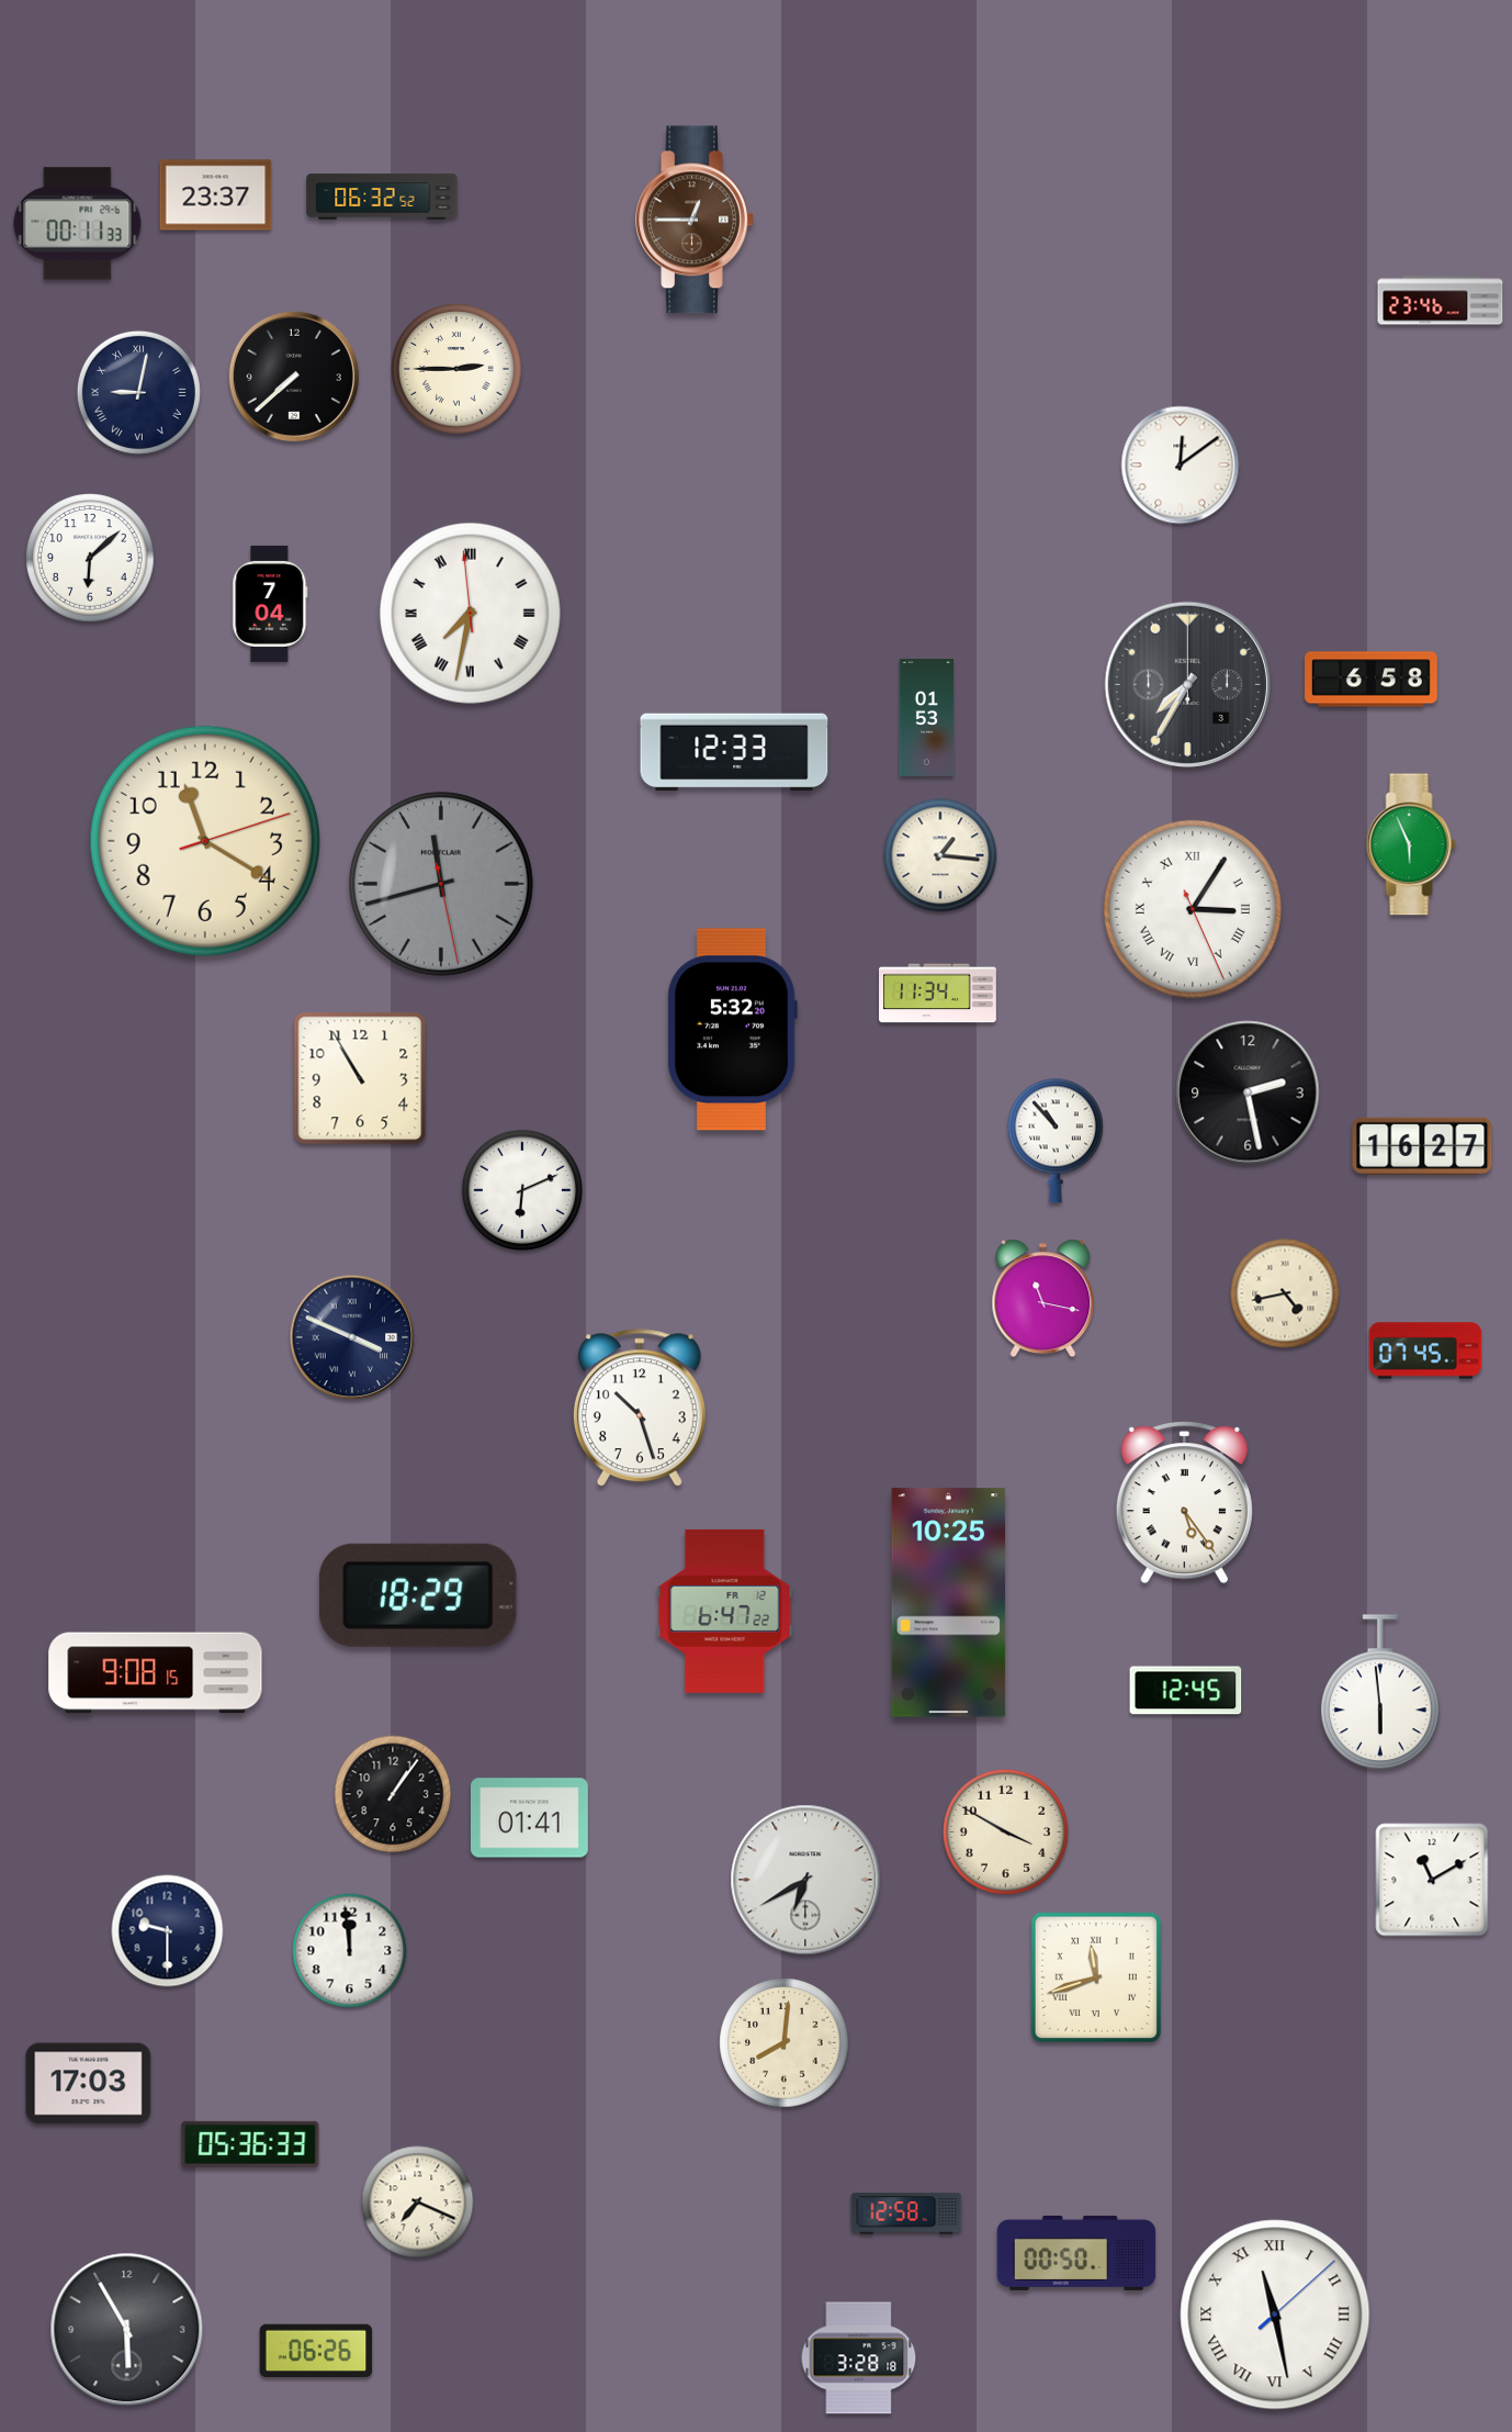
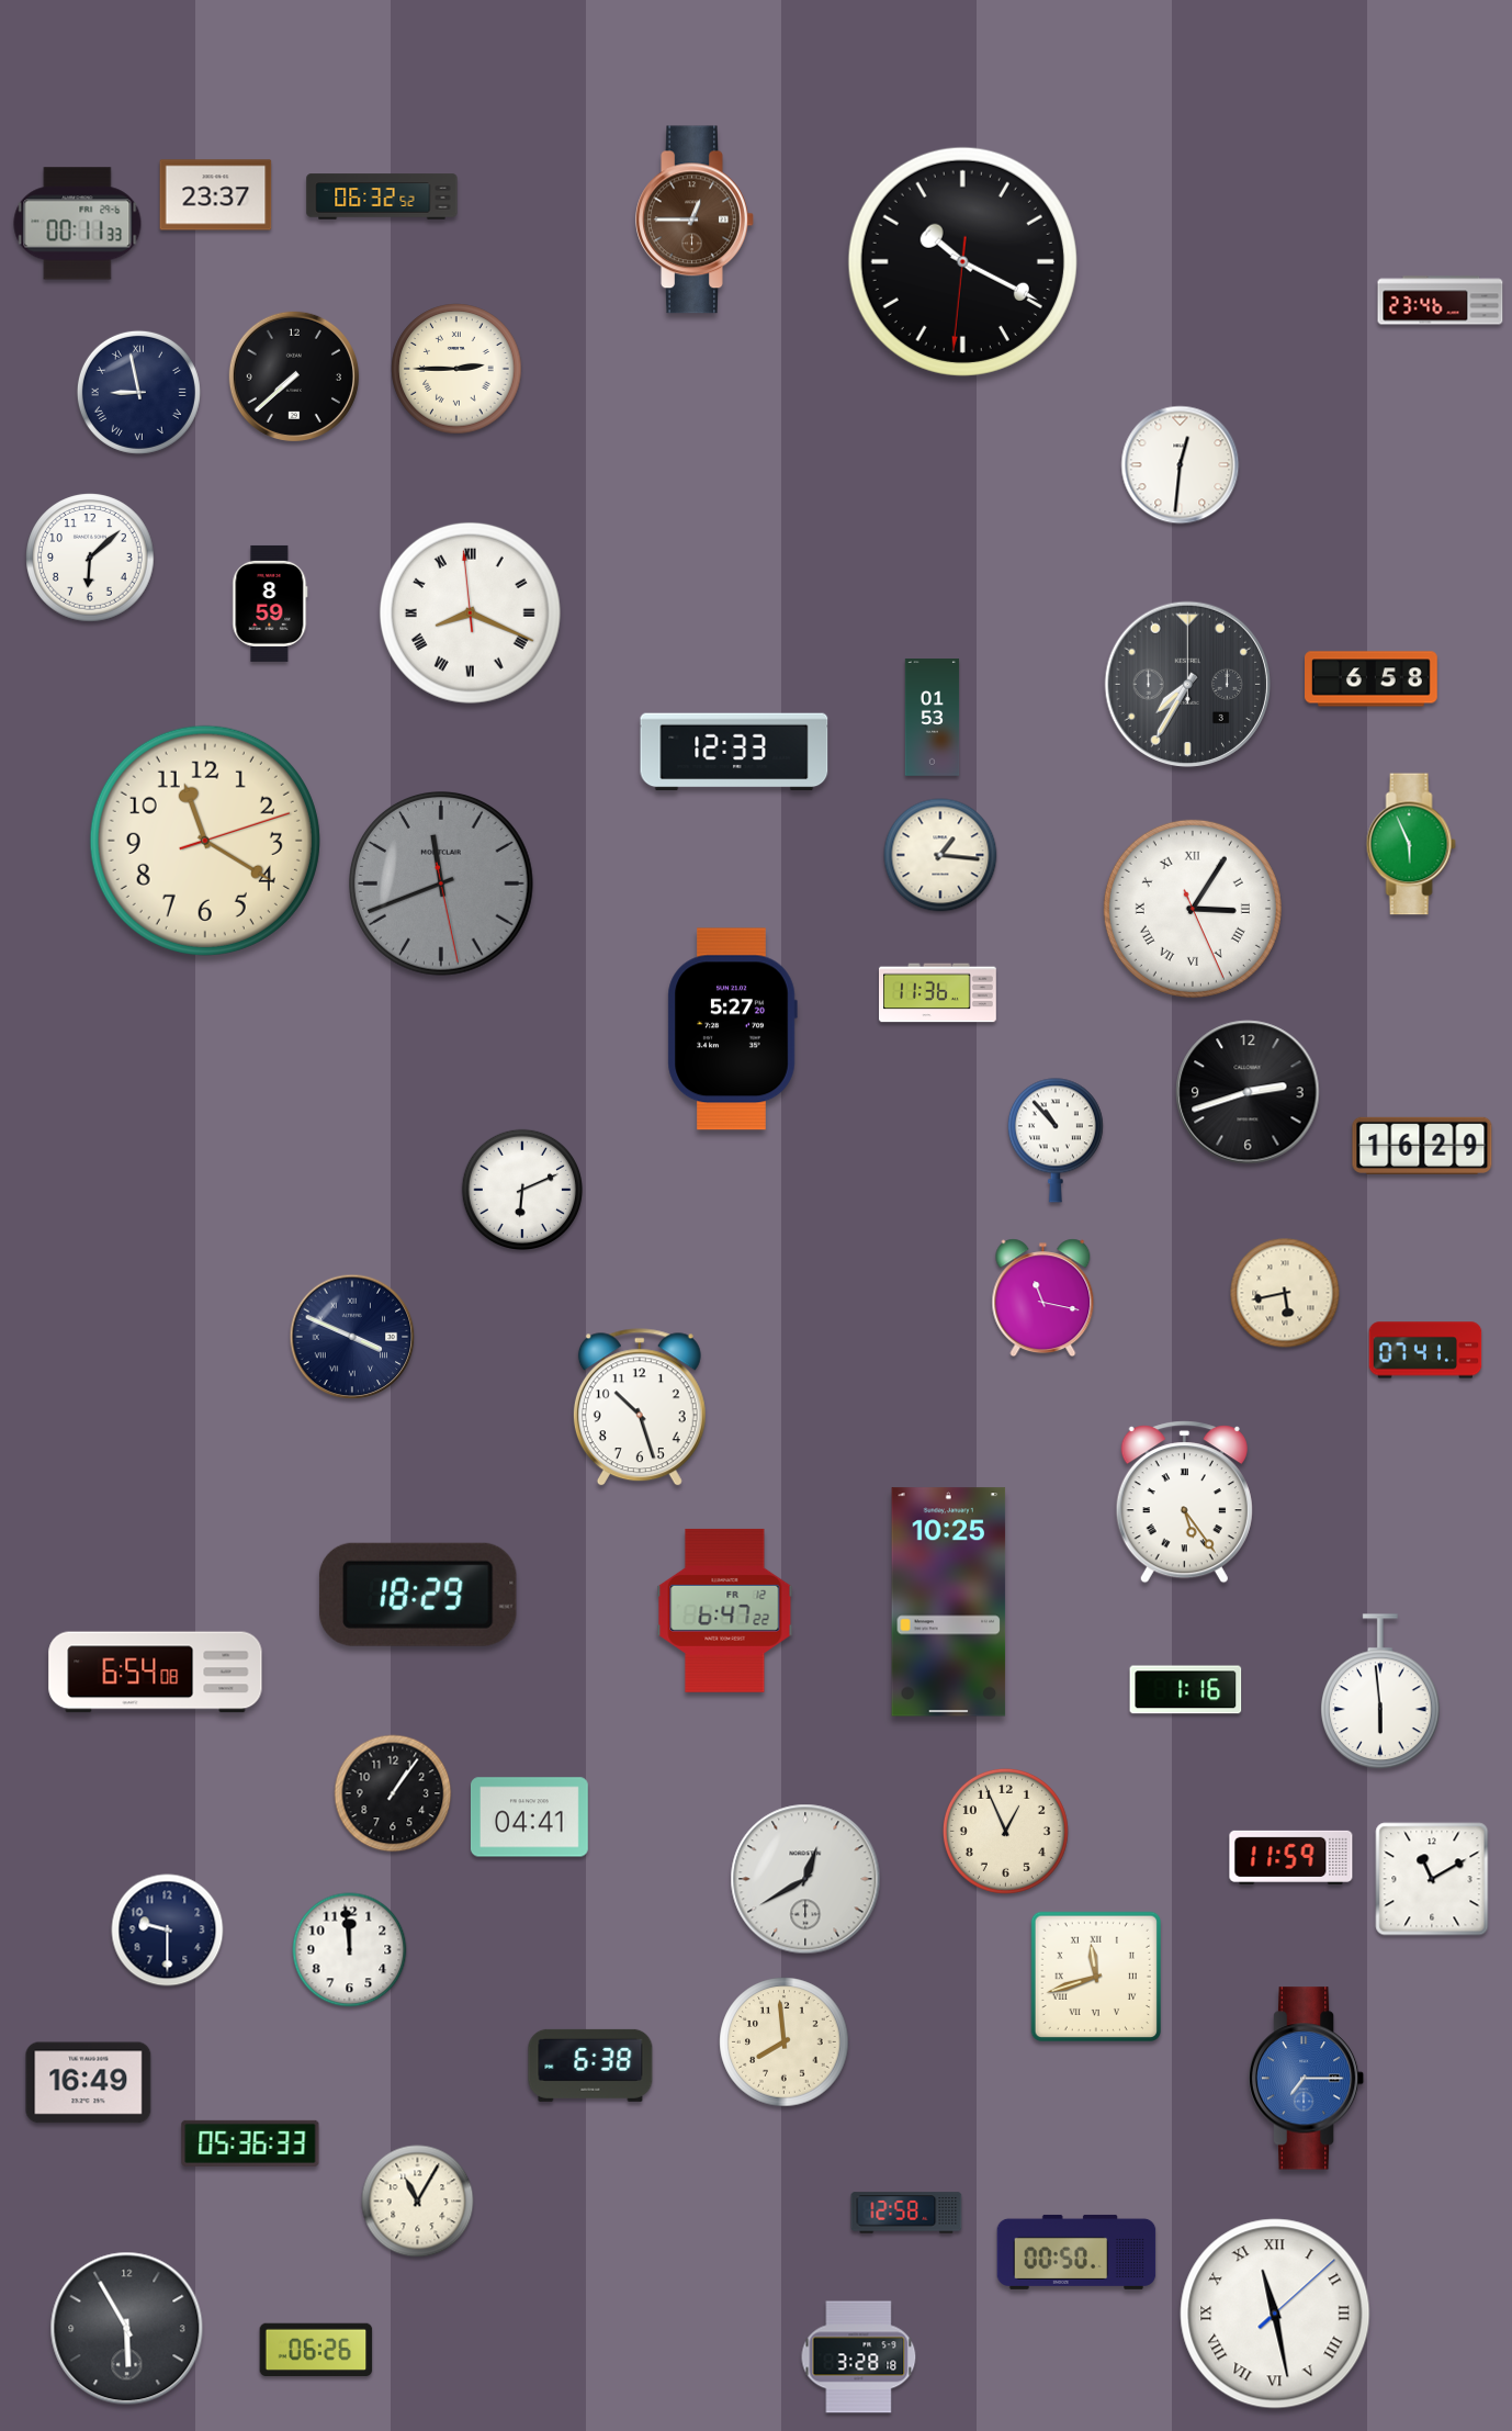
clock at (962, 261): none -> 10:19
clock at (138, 392): 9:02 -> 8:58
clock at (1181, 466): 12:09 -> 12:31
clock at (270, 604): 7:04 -> 8:59
clock at (470, 613): 7:31 -> 8:18
clock at (927, 718) position: (927, 718) -> (933, 718)
clock at (442, 885): 11:42 -> 11:41
clock at (938, 994): 11:34 -> 11:36
clock at (732, 1030): 5:32 -> 5:27
clock at (360, 1078): 10:55 -> none
clock at (1248, 1092): 2:28 -> 2:42
clock at (1422, 1146): 16:27 -> 16:29
clock at (1285, 1293): 4:43 -> 5:43
clock at (1425, 1351): 07:45 -> 07:41
clock at (156, 1673): 9:08 -> 6:54
clock at (1186, 1691): 12:45 -> 1:16
clock at (529, 1818): 01:41 -> 04:41
clock at (1005, 1831): 3:50 -> 12:56
clock at (1291, 1857): none -> 11:59
clock at (805, 1880): 6:40 -> 12:40
clock at (785, 2043): 8:01 -> 7:59
clock at (590, 2066): none -> 6:38
clock at (1307, 2079): none -> 7:15
clock at (89, 2084): 17:03 -> 16:49
clock at (418, 2203): 7:19 -> 11:05
